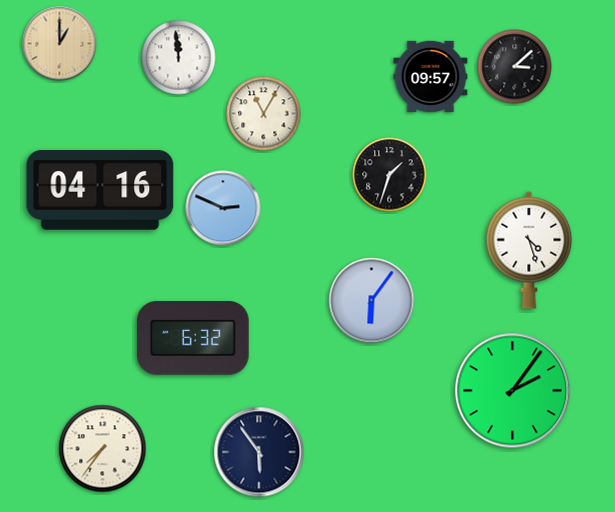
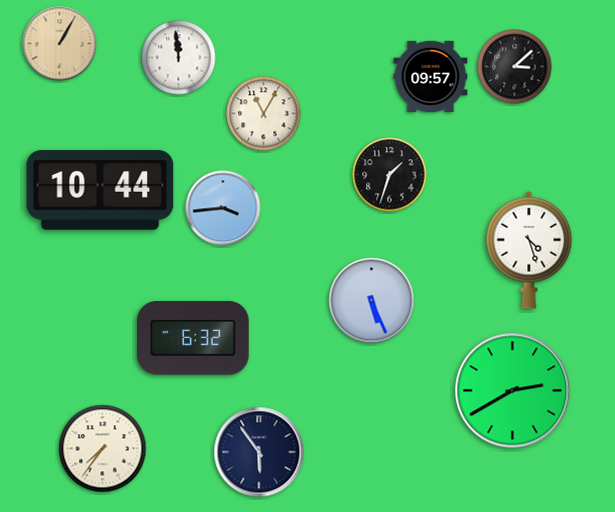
clock at (60, 44): 1:00 -> 1:05
clock at (100, 190): 04:16 -> 10:44
clock at (223, 208): 2:49 -> 3:44
clock at (372, 301): 6:06 -> 5:26
clock at (513, 391): 2:06 -> 2:40
